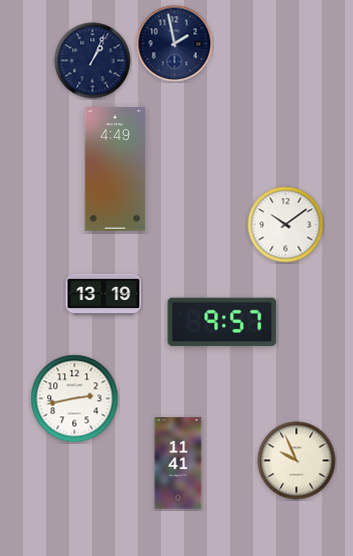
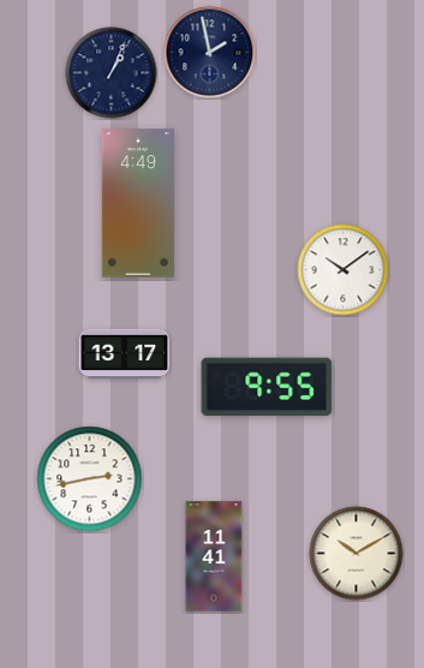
clock at (104, 295): 13:19 -> 13:17
clock at (222, 322): 9:57 -> 9:55
clock at (297, 461): 9:56 -> 10:10
